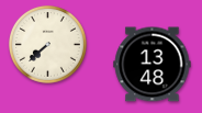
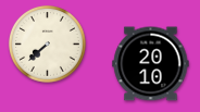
clock at (153, 65): 13:48 -> 20:10
